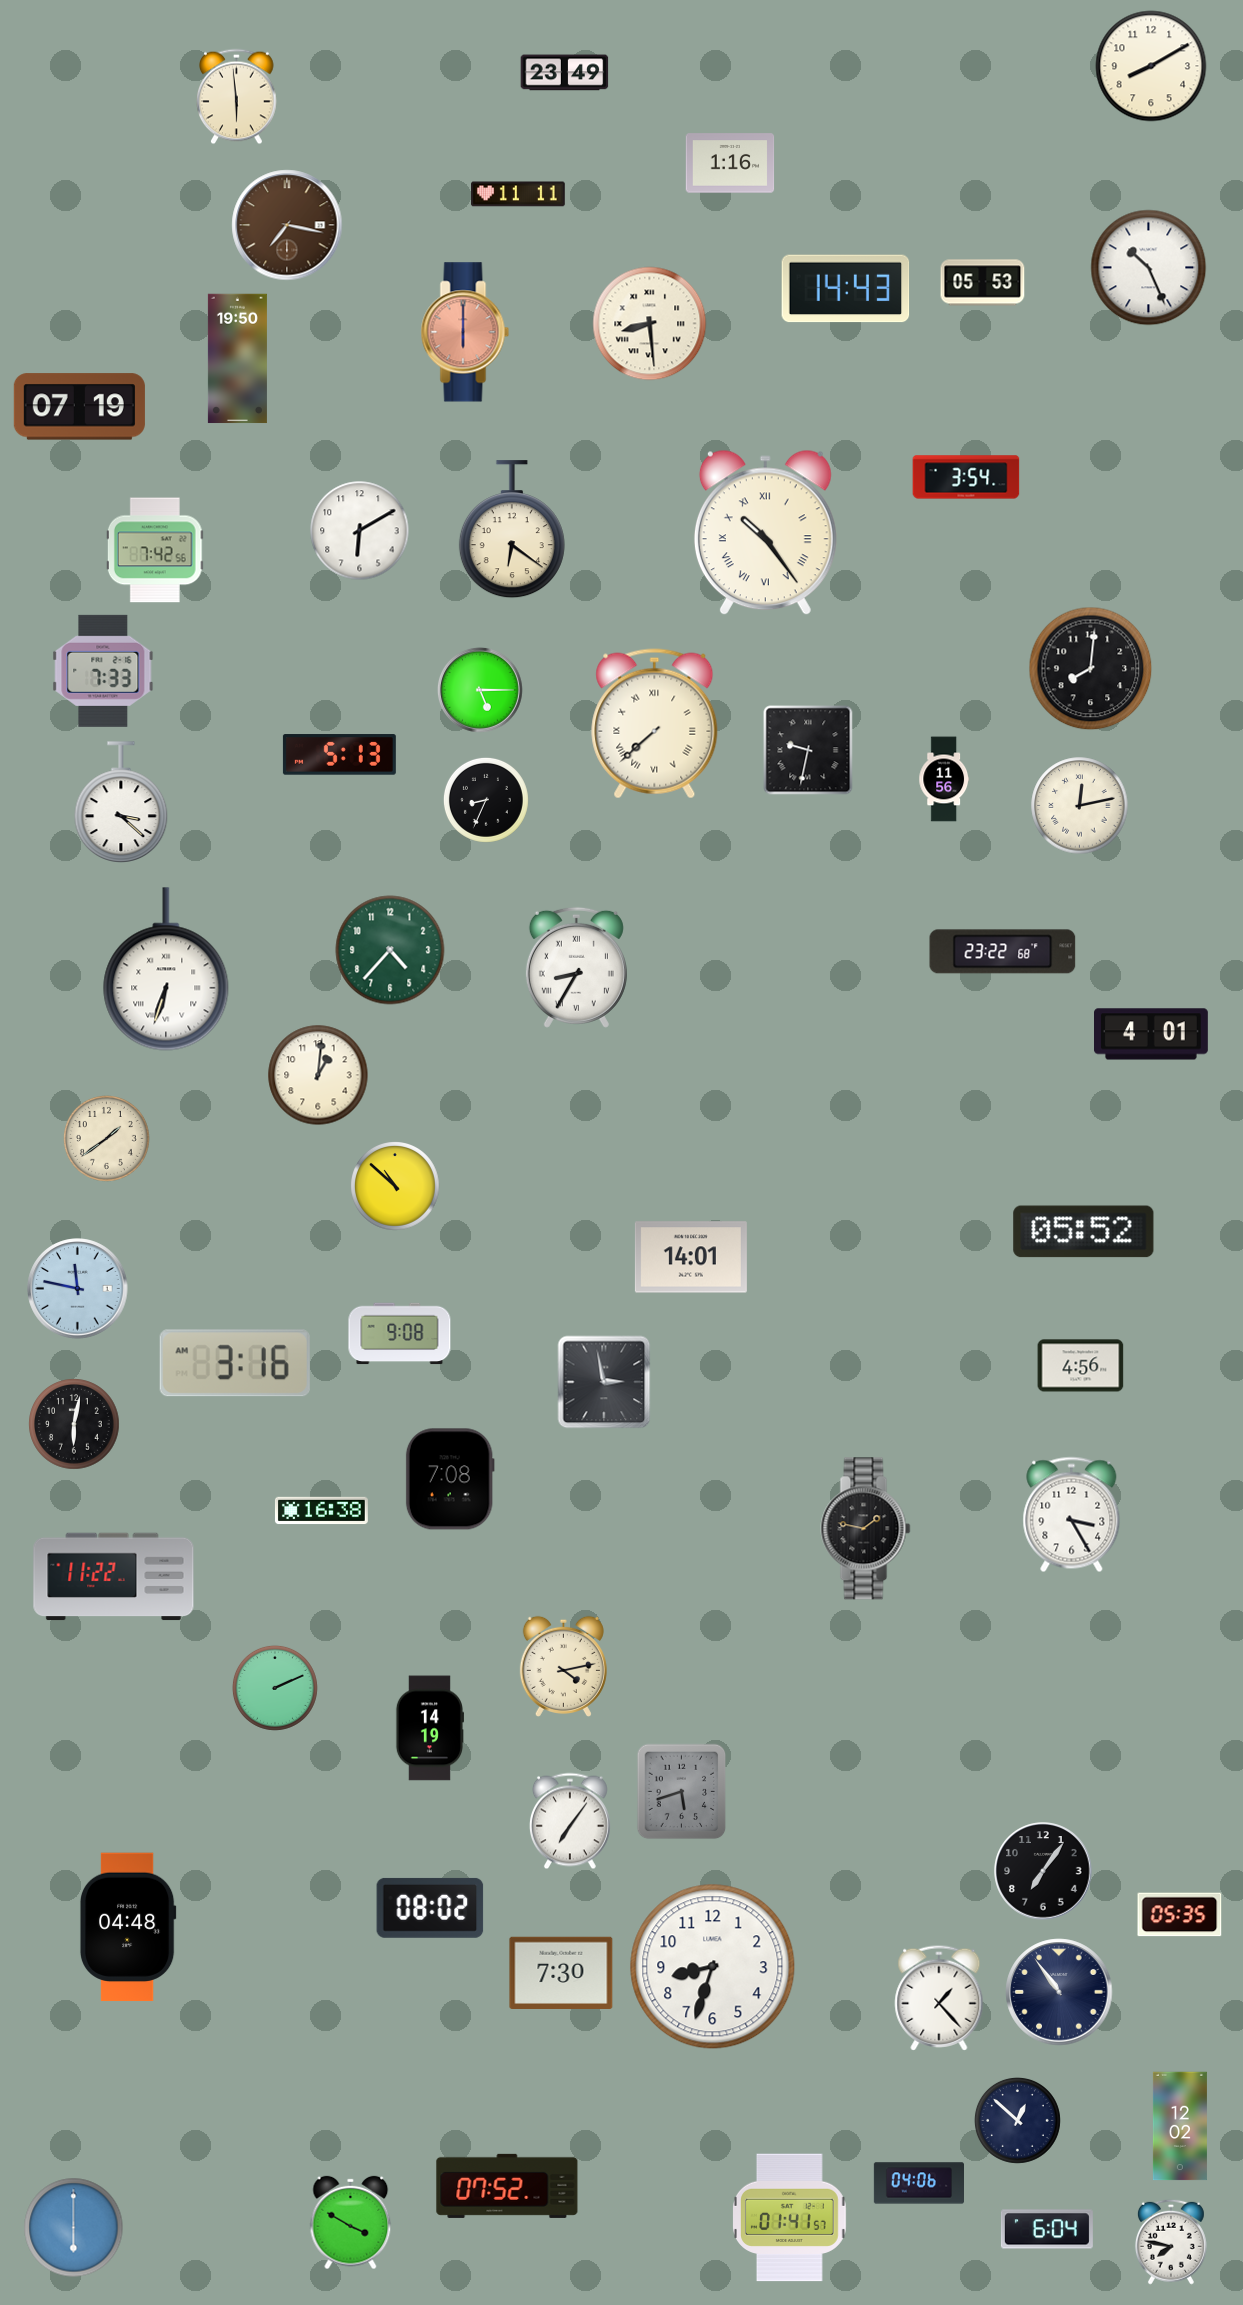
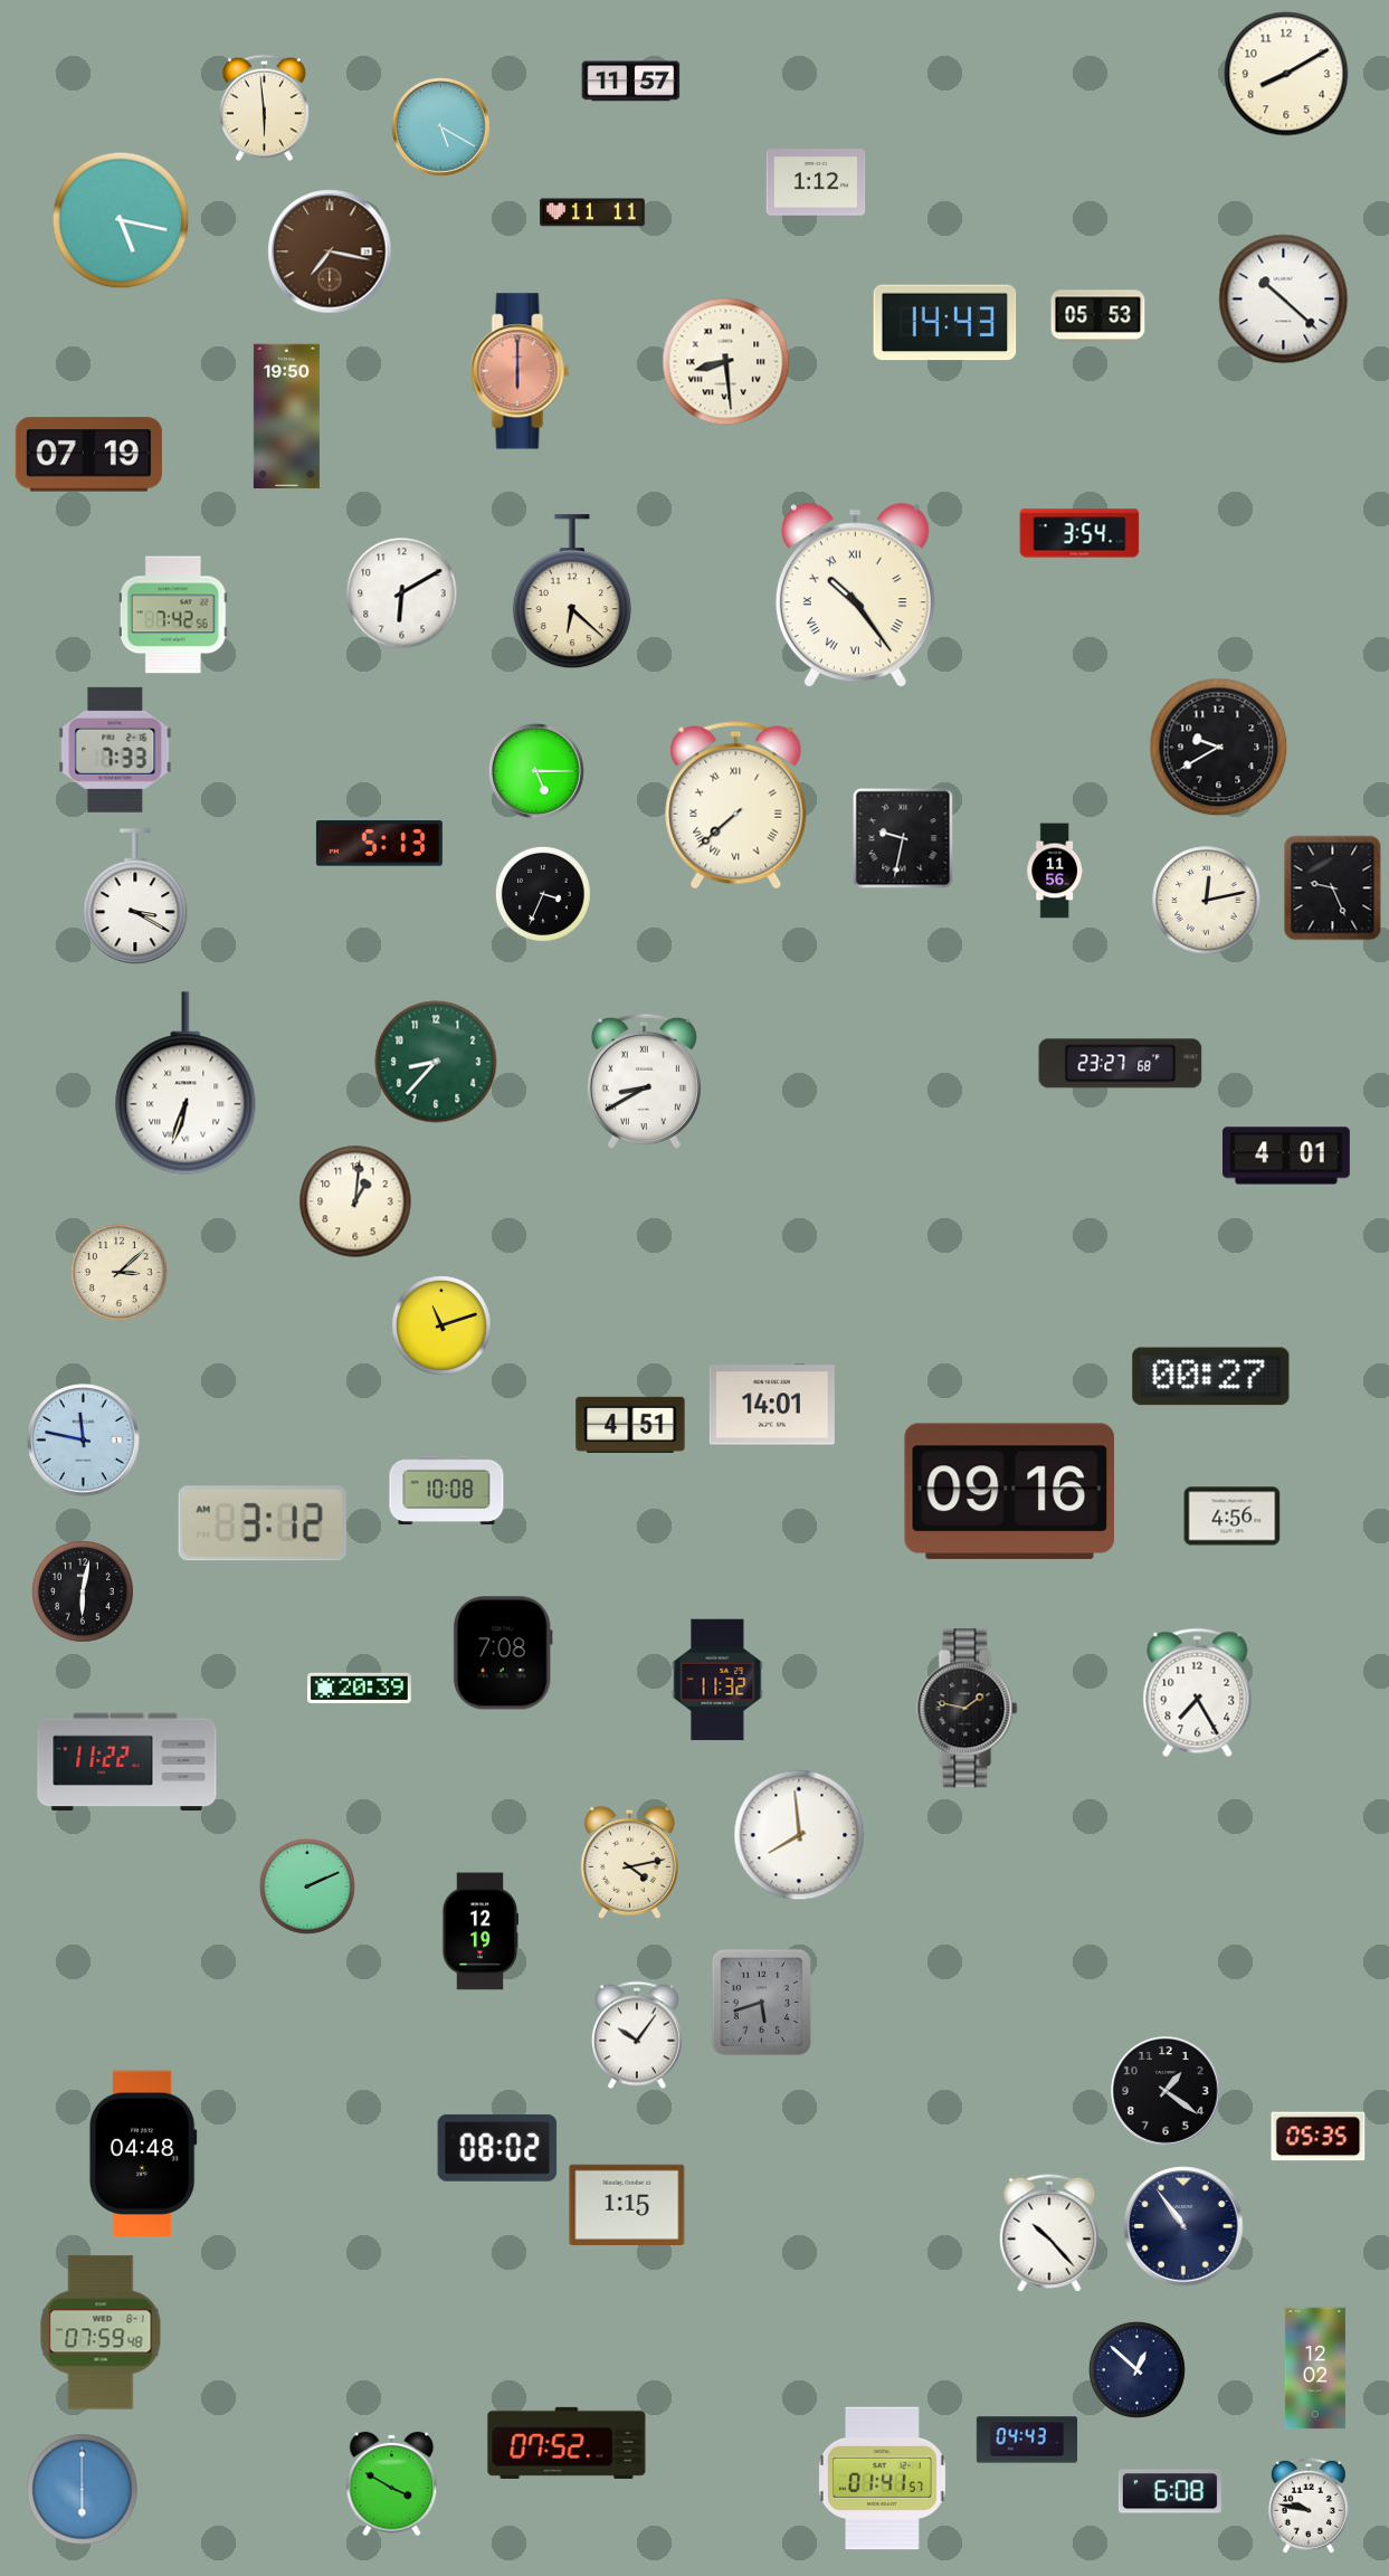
clock at (565, 73): 23:49 -> 11:57
clock at (441, 127): none -> 5:20
clock at (730, 163): 1:16 -> 1:12
clock at (518, 194) position: (518, 194) -> (592, 212)
clock at (121, 220): none -> 5:17
clock at (287, 225) position: (287, 225) -> (330, 251)
clock at (1149, 268): 10:26 -> 10:22
clock at (237, 359) position: (237, 359) -> (286, 417)
clock at (512, 530): 6:21 -> 6:22
clock at (1091, 669): 8:01 -> 9:40
clock at (655, 724) position: (655, 724) -> (736, 806)
clock at (1333, 888): none -> 9:26
clock at (486, 800): 8:34 -> 3:34
clock at (121, 802): 3:22 -> 3:20
clock at (390, 950): 4:37 -> 8:37
clock at (1003, 952): 23:22 -> 23:27
clock at (576, 967): 8:35 -> 8:40
clock at (106, 1138): 1:39 -> 3:08
clock at (396, 1187): 10:52 -> 11:12
clock at (1084, 1232): 05:52 -> 00:27
clock at (630, 1425): none -> 4:51
clock at (78, 1289) position: (78, 1289) -> (84, 1441)
clock at (400, 1334): 9:08 -> 10:08
clock at (1009, 1491): none -> 09:16
clock at (235, 1363): 3:16 -> 3:12
clock at (1081, 1366) position: (1081, 1366) -> (1233, 1517)
clock at (604, 1382): 2:58 -> none
clock at (717, 1680): none -> 11:32
clock at (321, 1511): 16:38 -> 20:39
clock at (1072, 1515): 3:25 -> 7:25
clock at (799, 1835): none -> 7:59
clock at (429, 1728): 14:19 -> 12:19
clock at (570, 1821): 7:06 -> 10:06
clock at (1043, 1871): 7:06 -> 1:21
clock at (430, 1908) position: (430, 1908) -> (497, 2148)
clock at (1180, 1915) position: (1180, 1915) -> (1319, 2137)
clock at (713, 1967): 8:33 -> none
clock at (561, 1972): 7:30 -> 1:15
clock at (939, 1998): 1:23 -> 10:23
clock at (101, 2332): none -> 07:59
clock at (1180, 2126) position: (1180, 2126) -> (1315, 2368)
clock at (918, 2183): 04:06 -> 04:43
clock at (1047, 2229): 6:04 -> 6:08
clock at (1171, 2242): 7:47 -> 9:47
